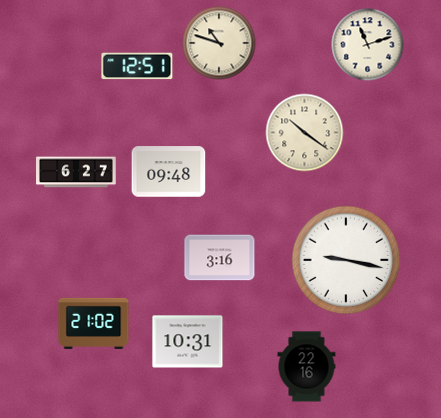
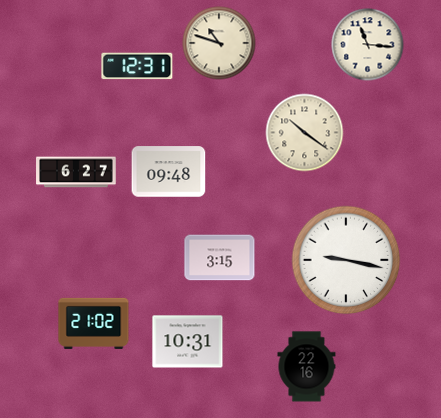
clock at (368, 45): 11:12 -> 11:16
clock at (137, 66): 12:51 -> 12:31
clock at (220, 258): 3:16 -> 3:15
